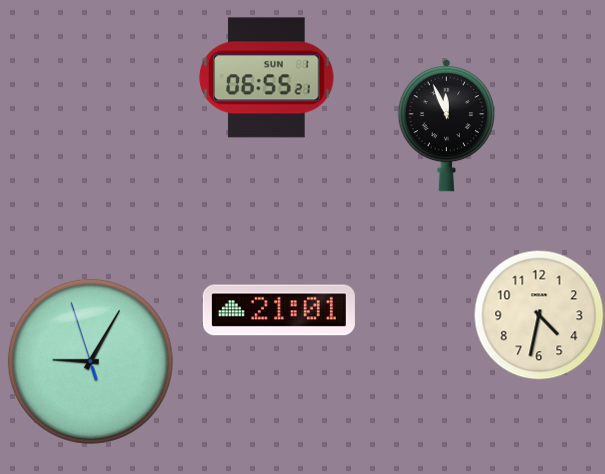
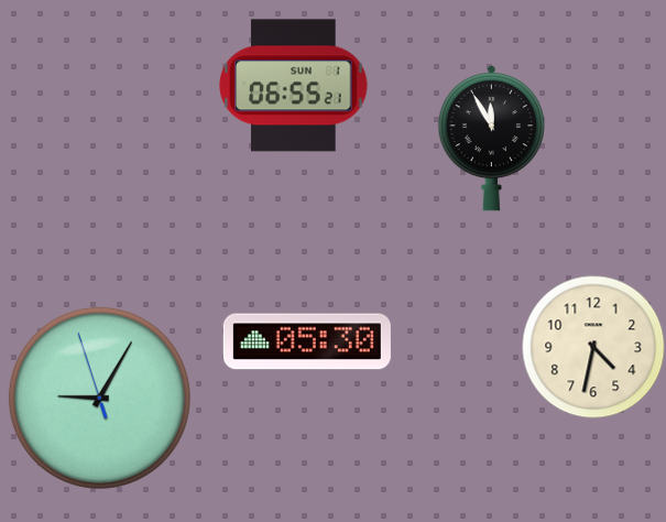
clock at (446, 125): 11:56 -> 11:55
clock at (279, 310): 21:01 -> 05:30
